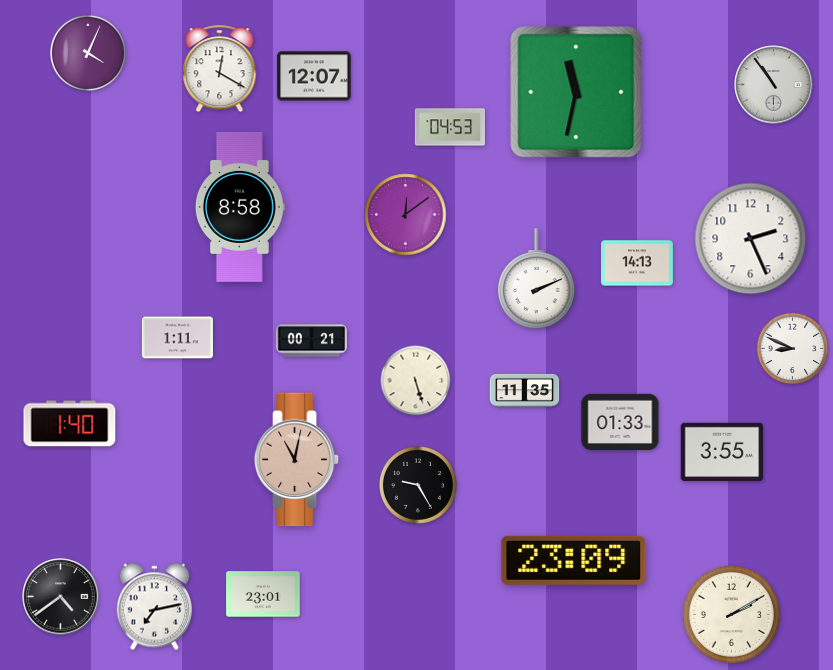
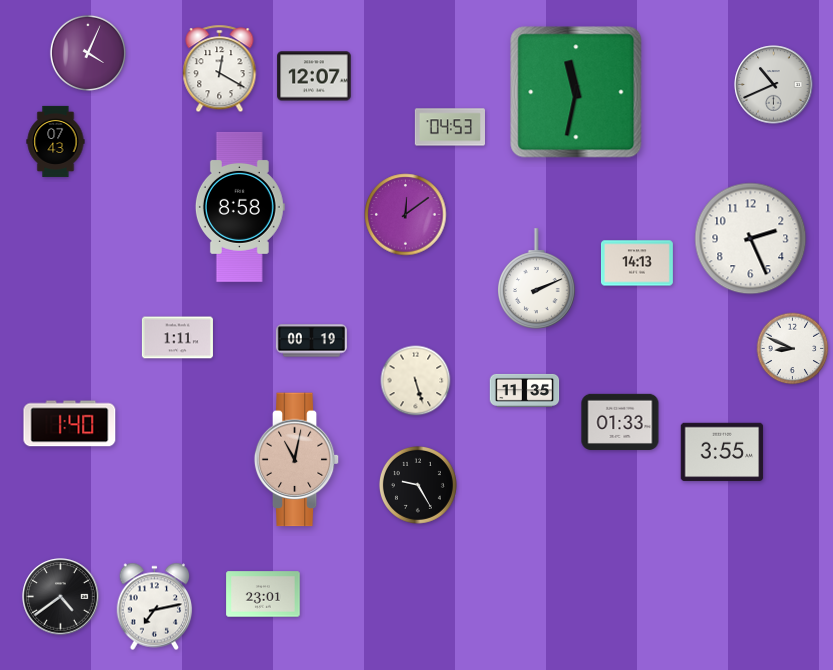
clock at (774, 85): 10:54 -> 10:41
clock at (56, 141): none -> 07:43
clock at (311, 341): 00:21 -> 00:19
clock at (574, 560): 23:09 -> none
clock at (731, 614): 2:10 -> none
